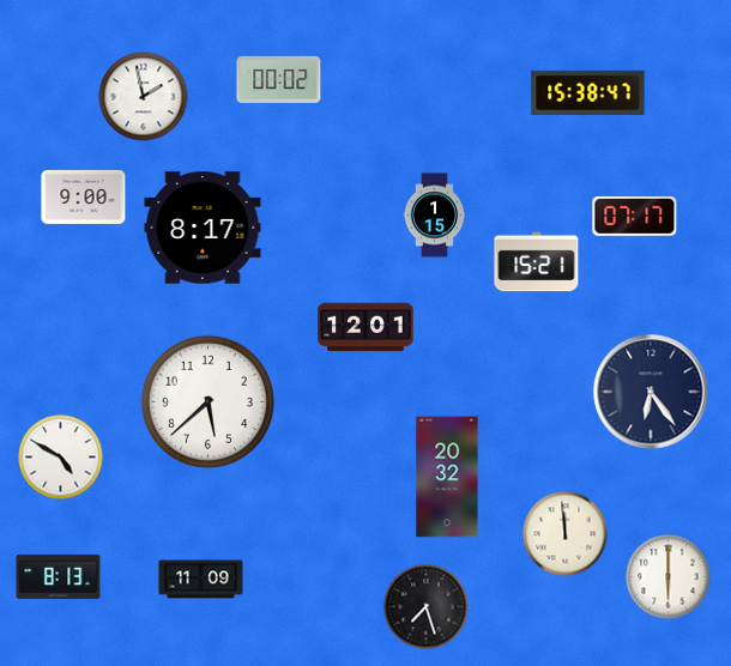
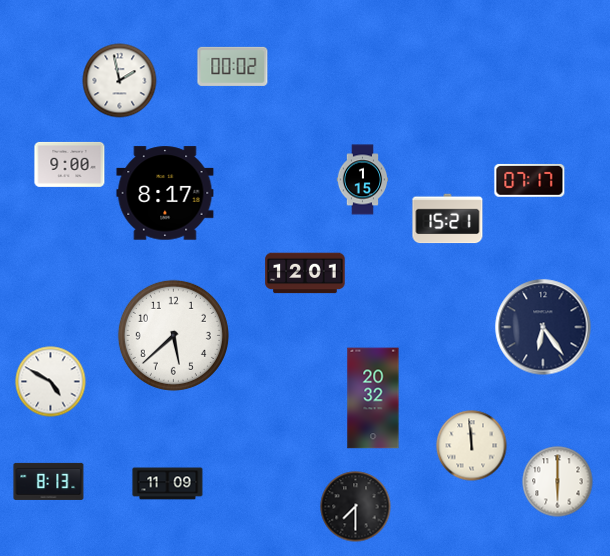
clock at (588, 93): 15:38 -> none
clock at (203, 228) position: (203, 228) -> (165, 193)
clock at (427, 607): 7:27 -> 7:30
